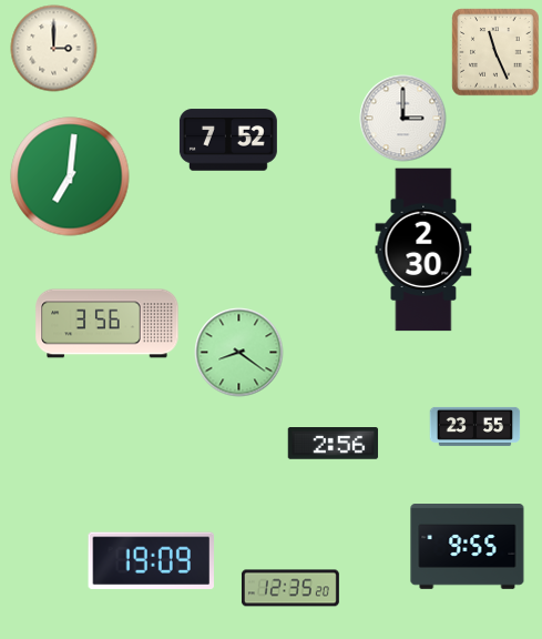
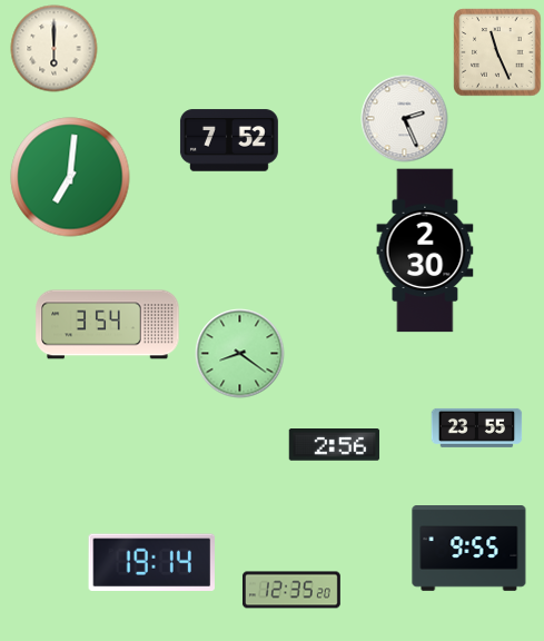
clock at (54, 49): 3:00 -> 6:00
clock at (403, 119): 3:00 -> 2:26
clock at (108, 324): 3:56 -> 3:54
clock at (151, 560): 19:09 -> 19:14
